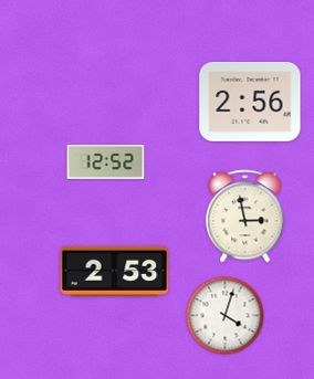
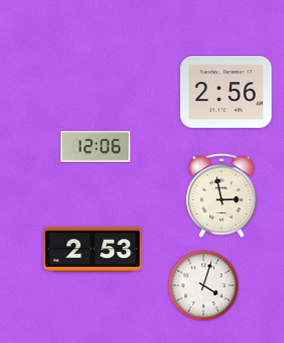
clock at (106, 161): 12:52 -> 12:06
clock at (115, 271) position: (115, 271) -> (93, 249)
